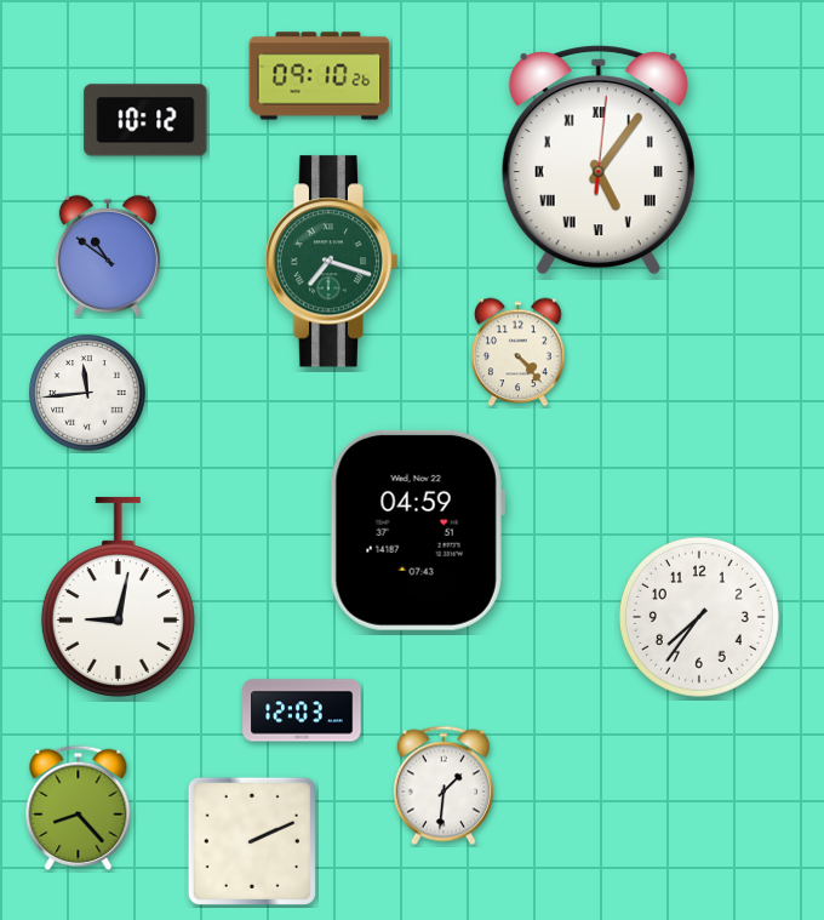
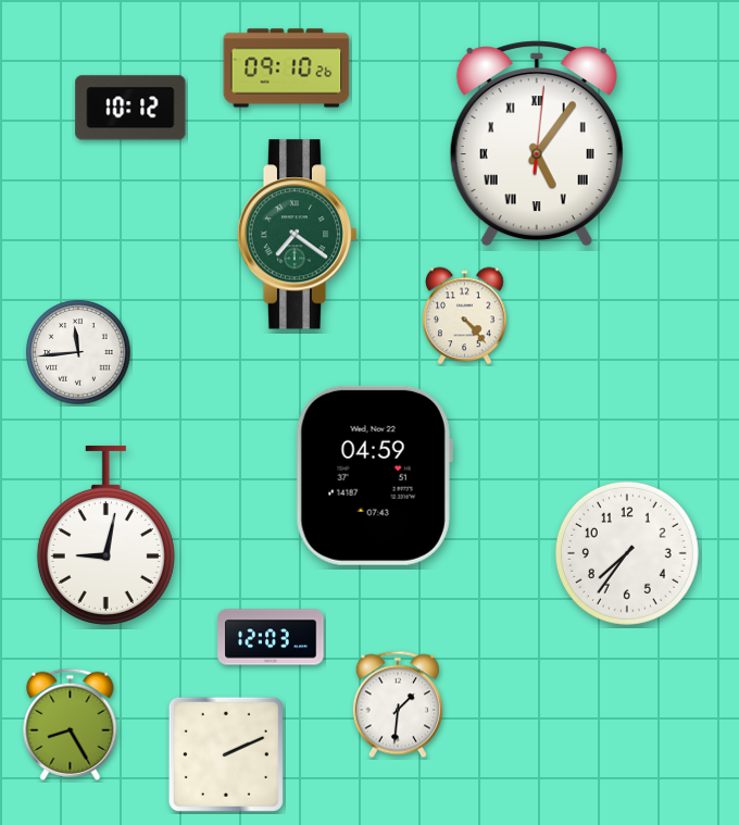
clock at (108, 256): 10:51 -> none
clock at (332, 262): 7:18 -> 7:21
clock at (79, 807): 8:23 -> 8:25
